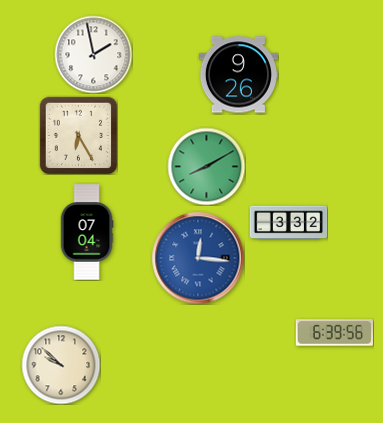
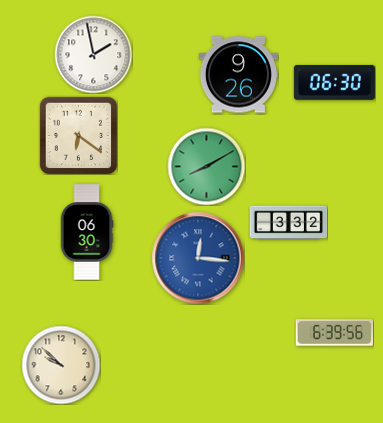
clock at (334, 82): none -> 06:30
clock at (78, 135): 6:25 -> 6:21
clock at (87, 232): 07:04 -> 06:30
